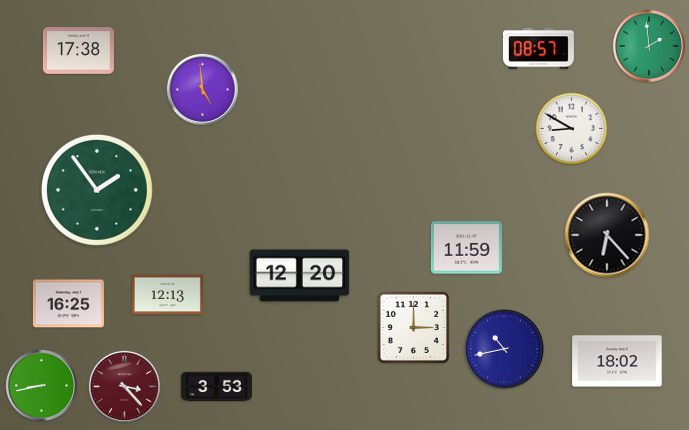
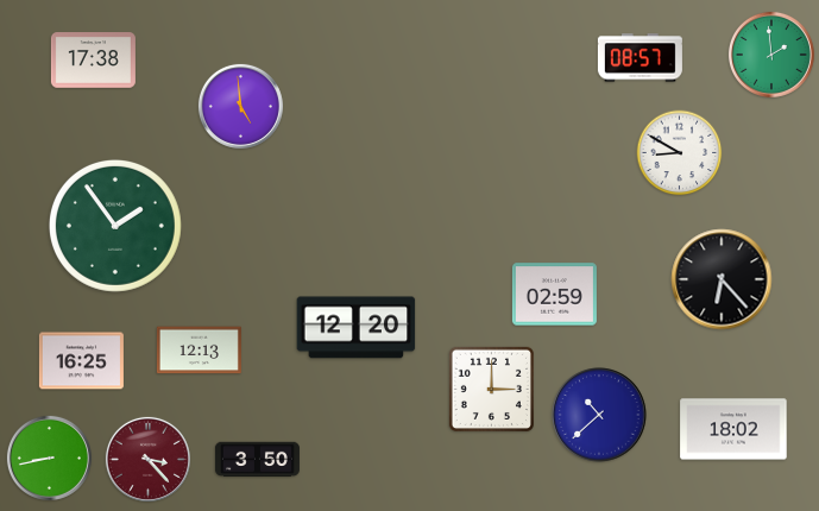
clock at (466, 248): 11:59 -> 02:59
clock at (504, 349): 10:43 -> 10:38
clock at (216, 387): 3:53 -> 3:50
